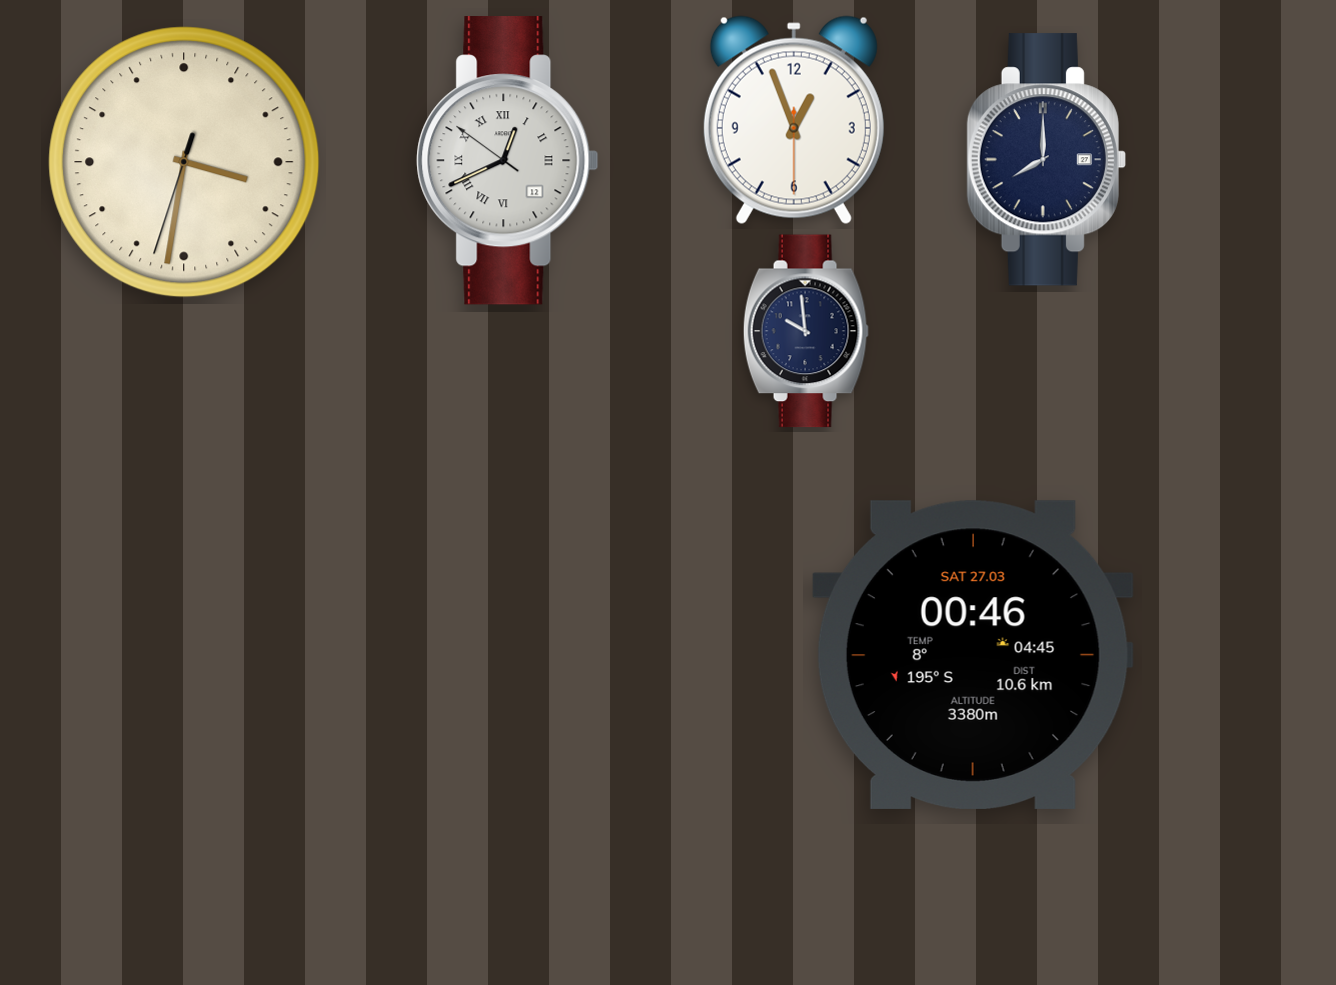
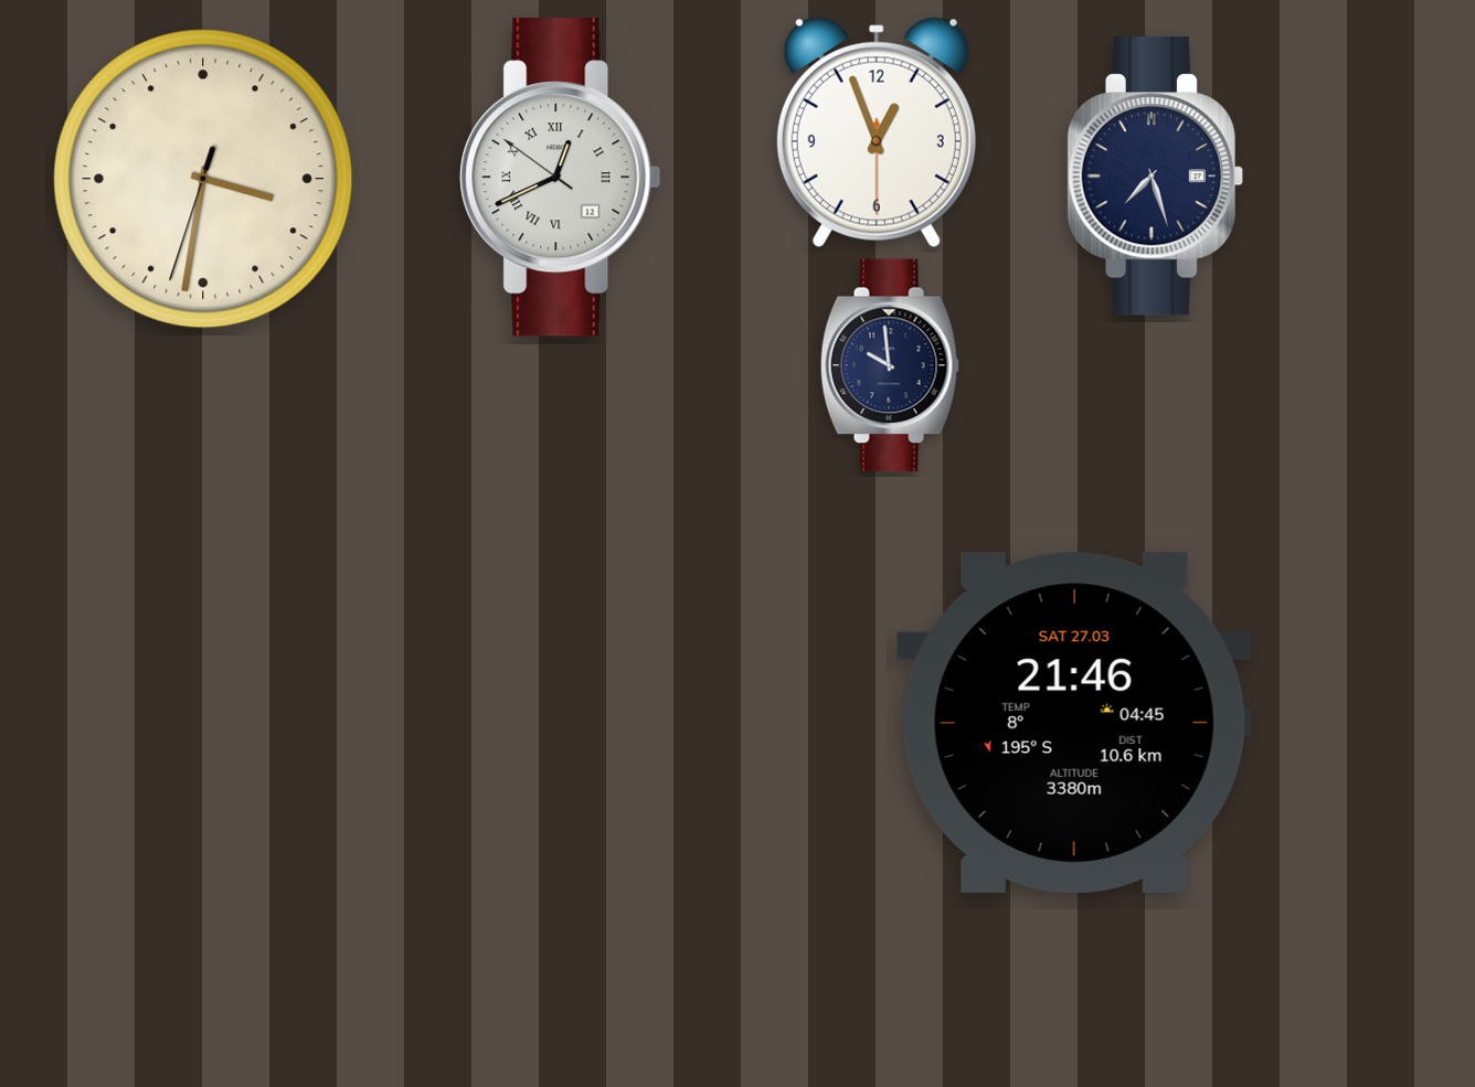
clock at (1046, 160): 8:00 -> 7:27
clock at (973, 655): 00:46 -> 21:46
